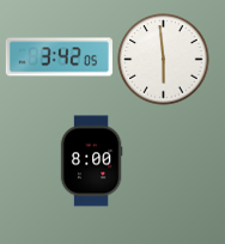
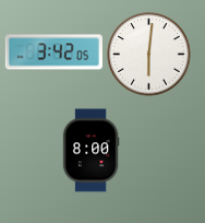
clock at (164, 60): 5:59 -> 6:01
clock at (91, 161) position: (91, 161) -> (91, 151)
